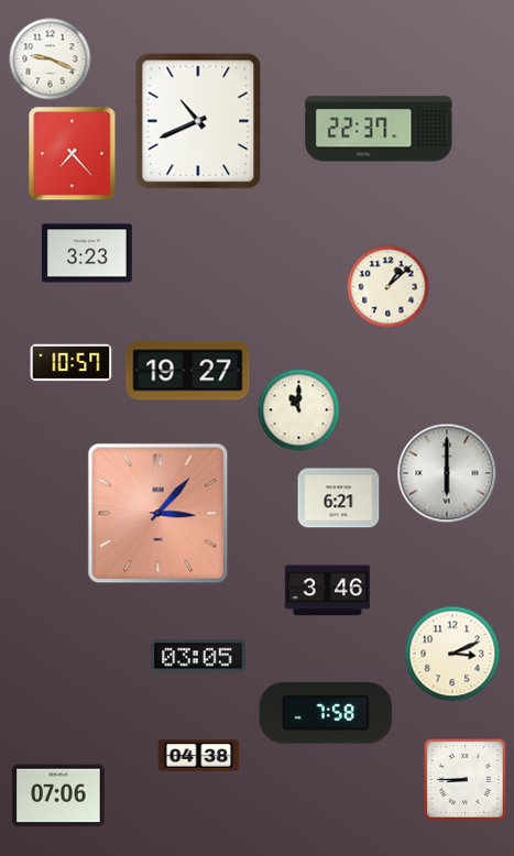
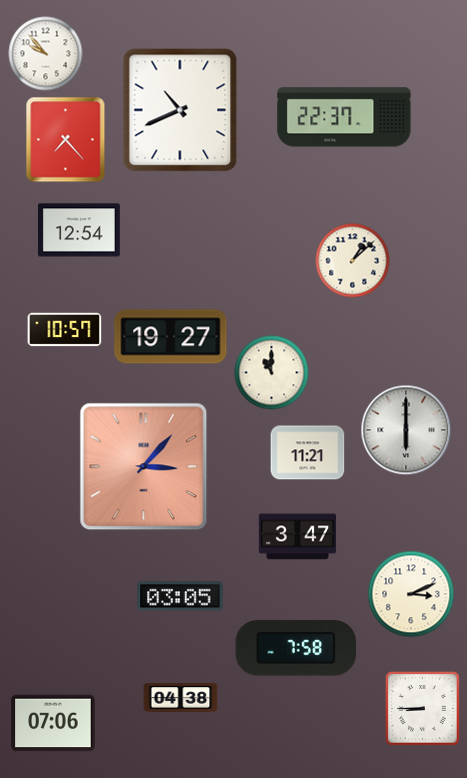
clock at (51, 59): 9:19 -> 9:53
clock at (87, 253): 3:23 -> 12:54
clock at (339, 498): 6:21 -> 11:21
clock at (328, 591): 3:46 -> 3:47
clock at (199, 756) position: (199, 756) -> (181, 698)
